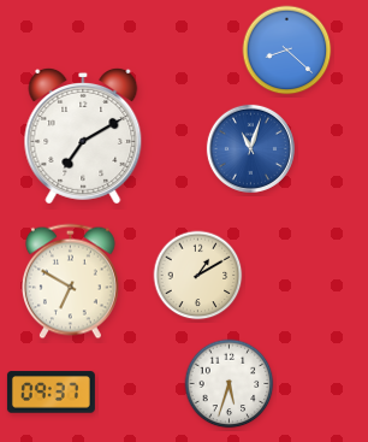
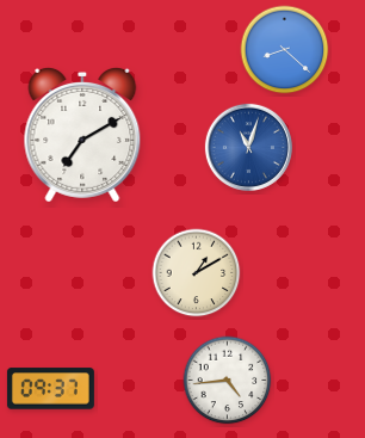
clock at (70, 282): 6:50 -> none
clock at (230, 384): 5:33 -> 4:44
